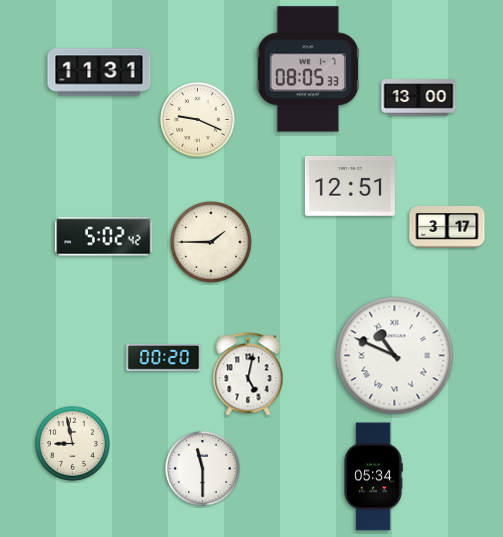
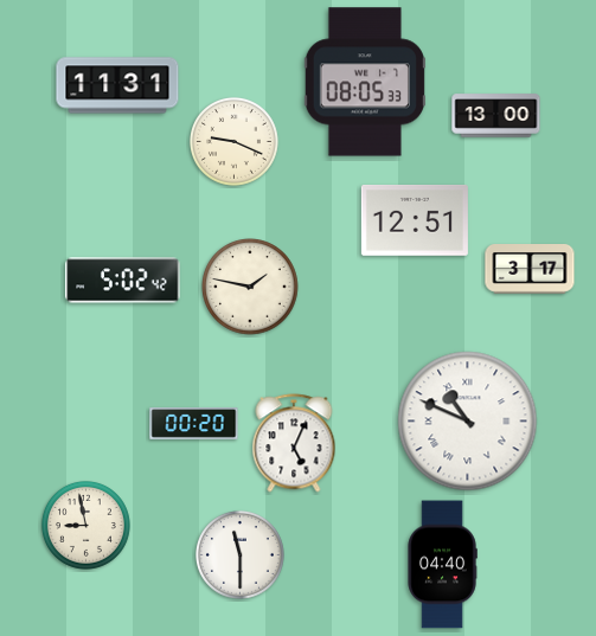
clock at (211, 242): 1:45 -> 1:47
clock at (248, 374): 5:02 -> 5:04
clock at (373, 477): 05:34 -> 04:40
